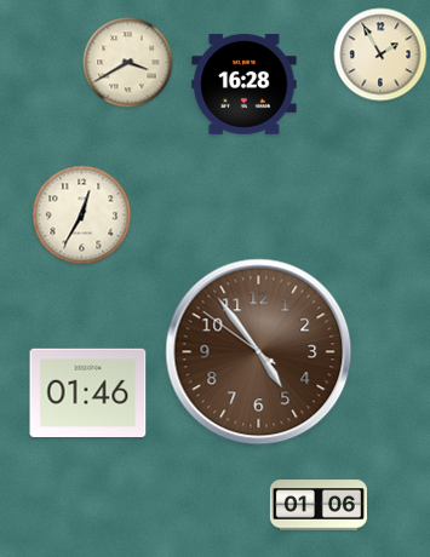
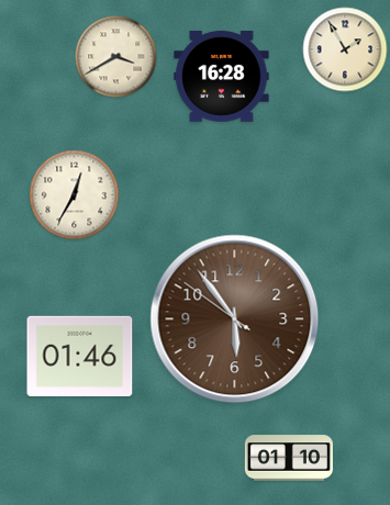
clock at (259, 352): 4:53 -> 5:53
clock at (319, 505): 01:06 -> 01:10
